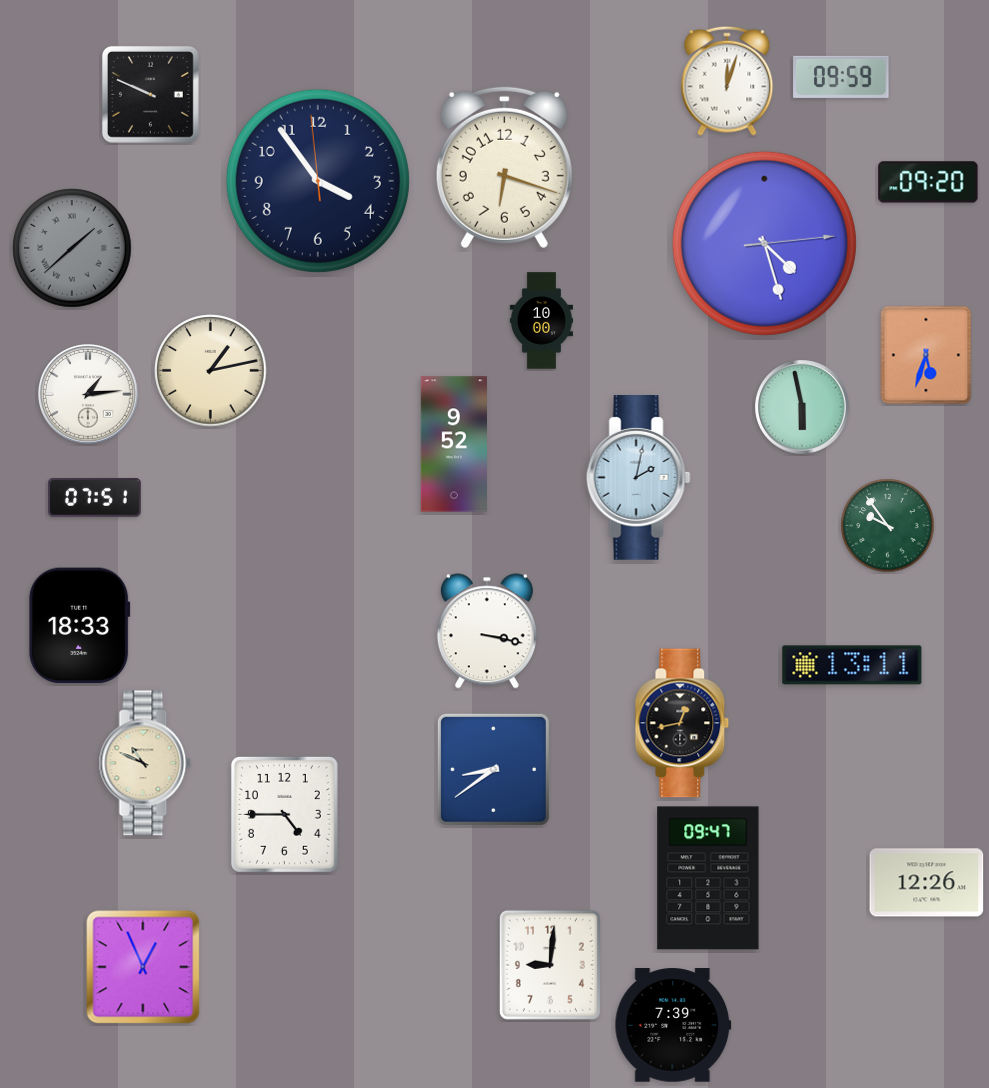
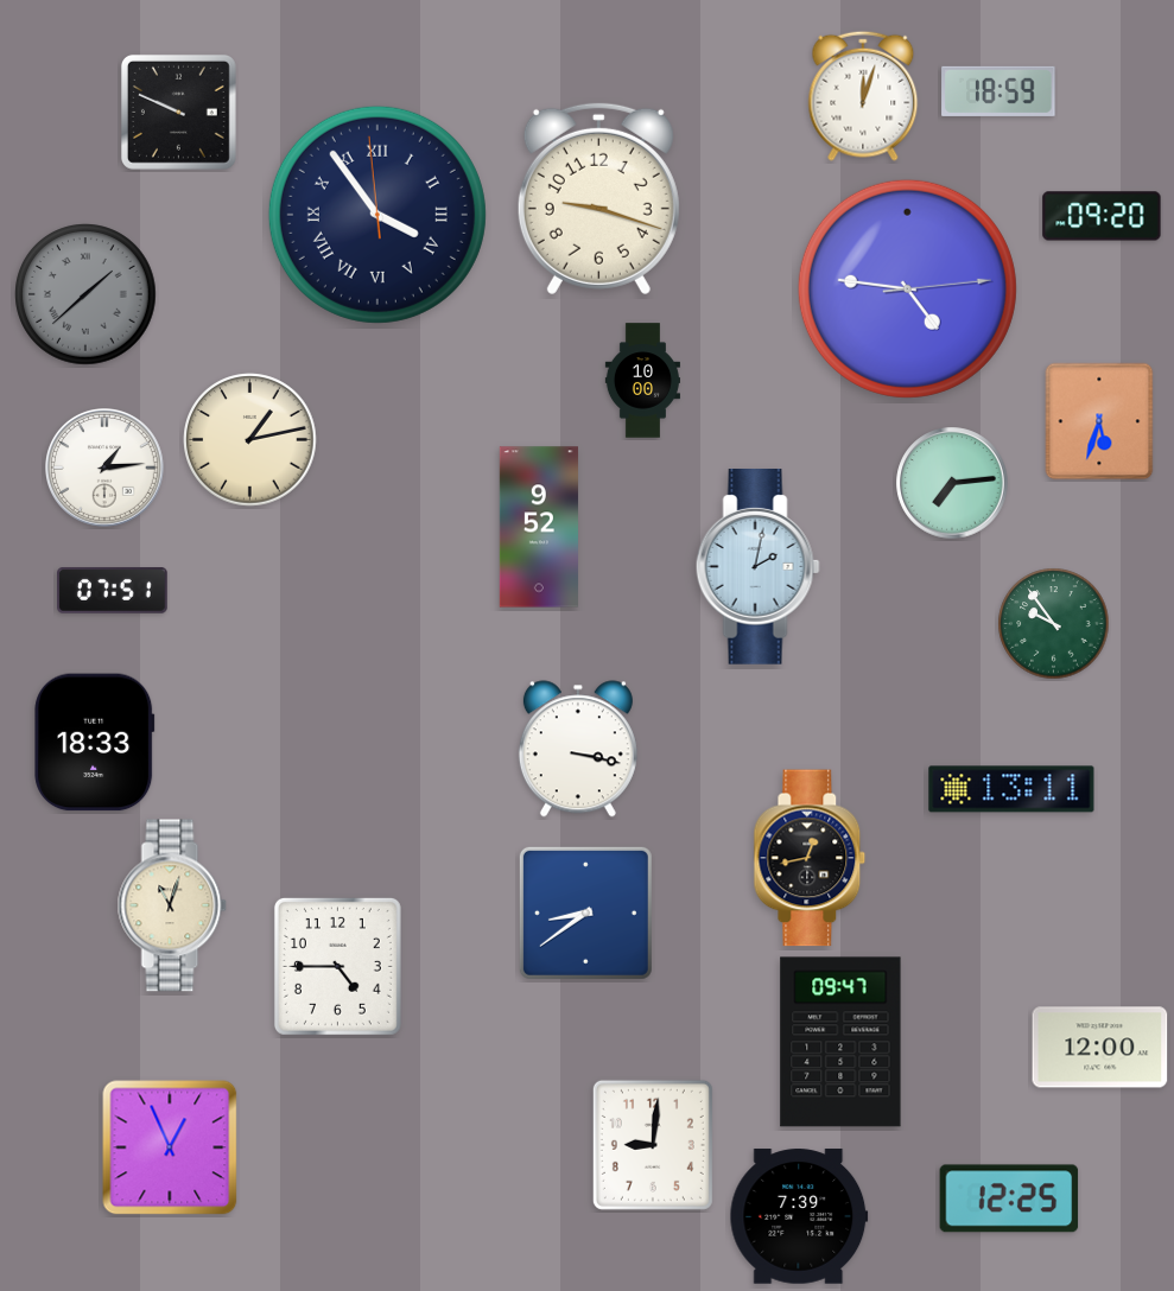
clock at (841, 77): 09:59 -> 18:59
clock at (504, 167): 6:18 -> 9:18
clock at (318, 181) numerals: Arabic -> Roman
clock at (764, 243): 4:27 -> 4:46
clock at (802, 407): 5:58 -> 7:14
clock at (145, 763): 10:49 -> 11:03
clock at (927, 883): 12:26 -> 12:00
clock at (1009, 1198): none -> 12:25
